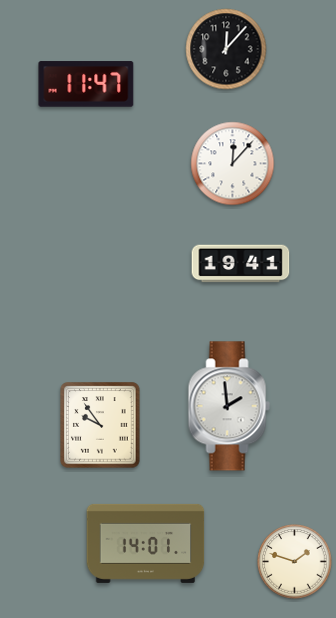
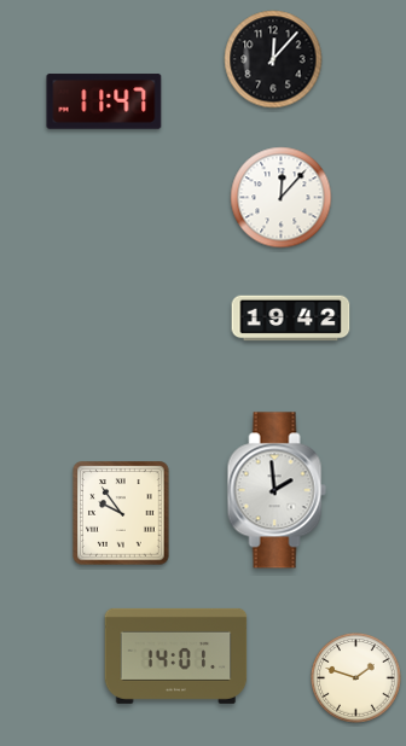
clock at (241, 264): 19:41 -> 19:42
